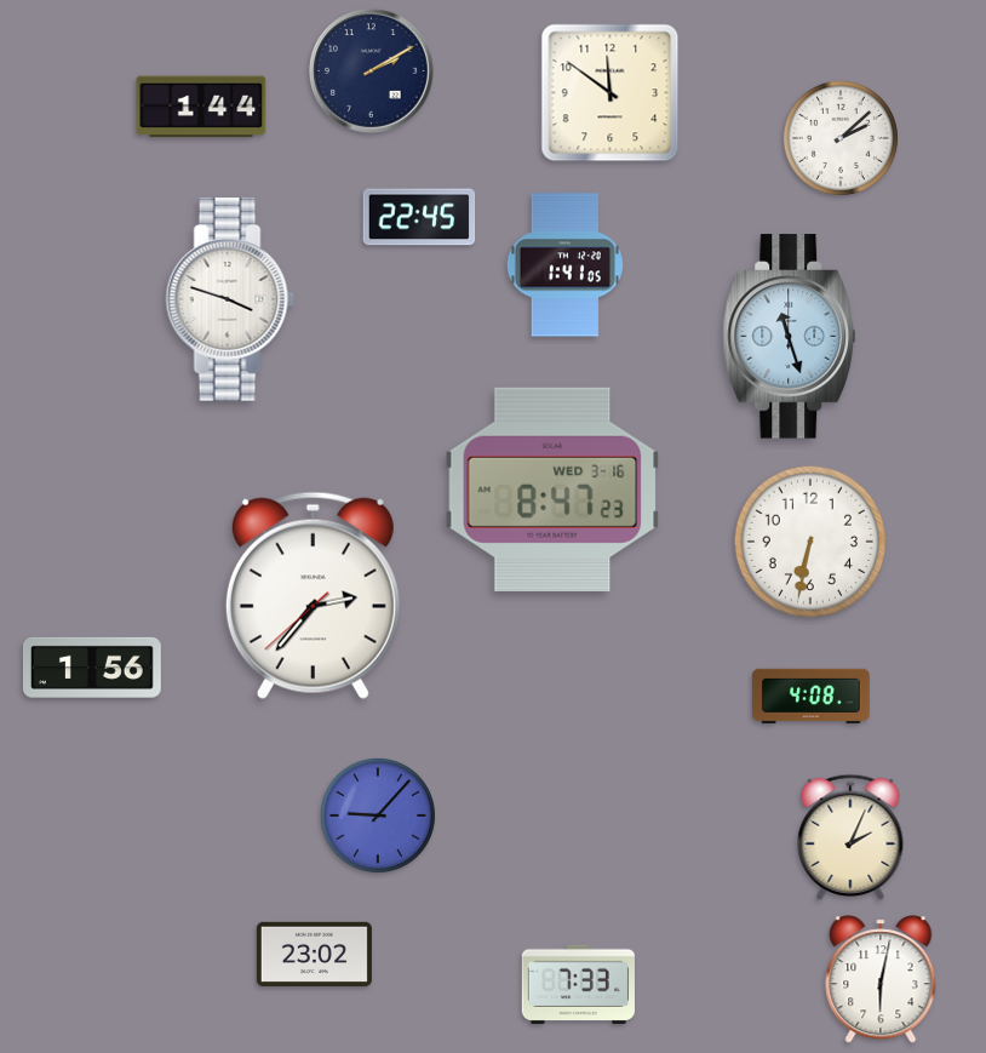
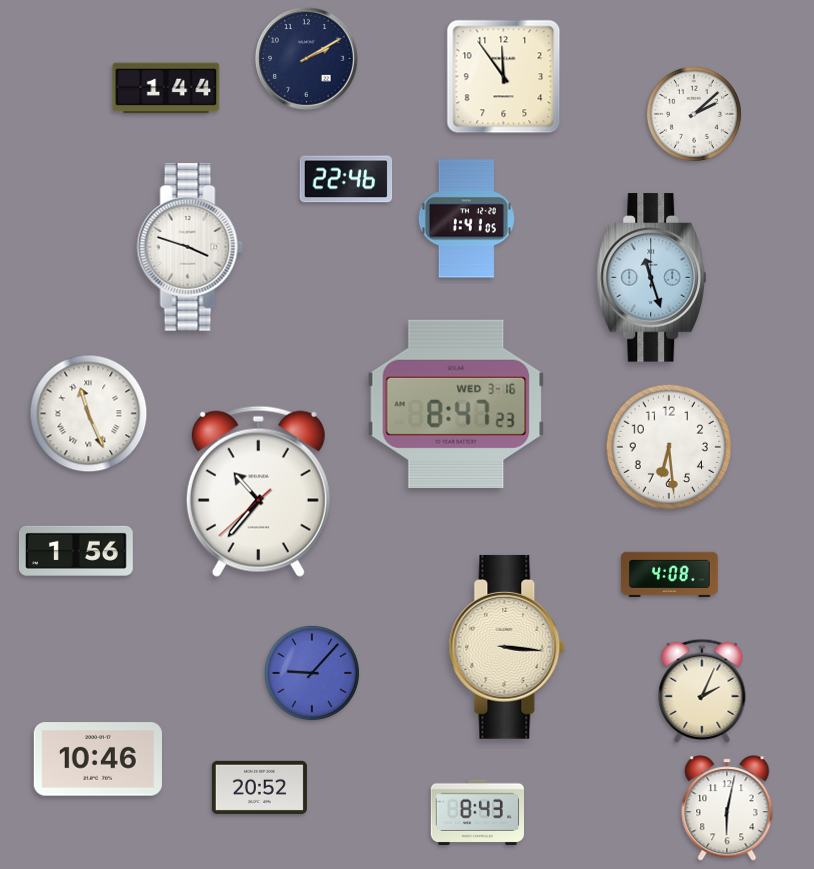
clock at (610, 93): 11:51 -> 11:54
clock at (419, 217): 22:45 -> 22:46
clock at (89, 414): none -> 11:26
clock at (810, 542): 6:32 -> 6:29
clock at (313, 595): 2:36 -> 10:36
clock at (507, 647): none -> 3:16
clock at (98, 759): none -> 10:46
clock at (314, 954): 23:02 -> 20:52
clock at (578, 984): 7:33 -> 8:43
